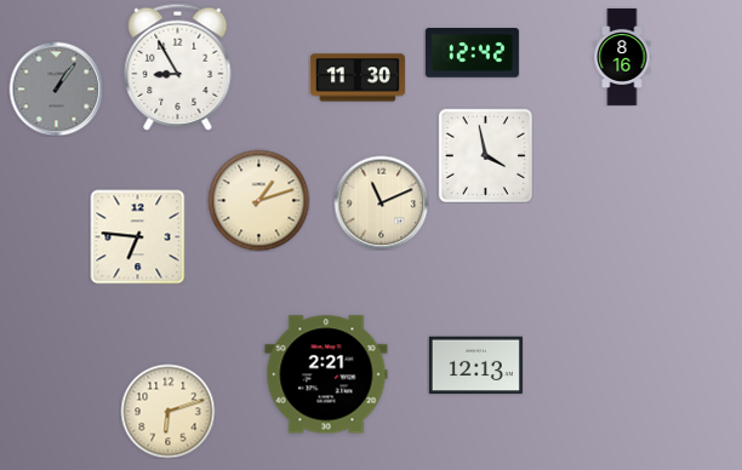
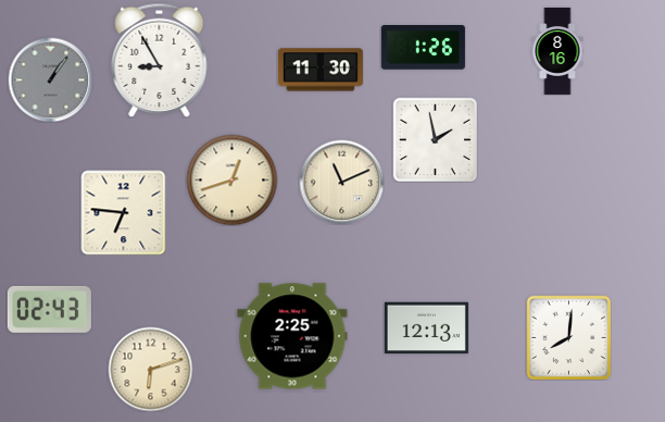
clock at (472, 53): 12:42 -> 1:26
clock at (485, 155): 3:58 -> 1:58
clock at (258, 200): 1:12 -> 12:42
clock at (49, 309): none -> 02:43
clock at (326, 374): 2:21 -> 2:25
clock at (568, 337): none -> 8:01
